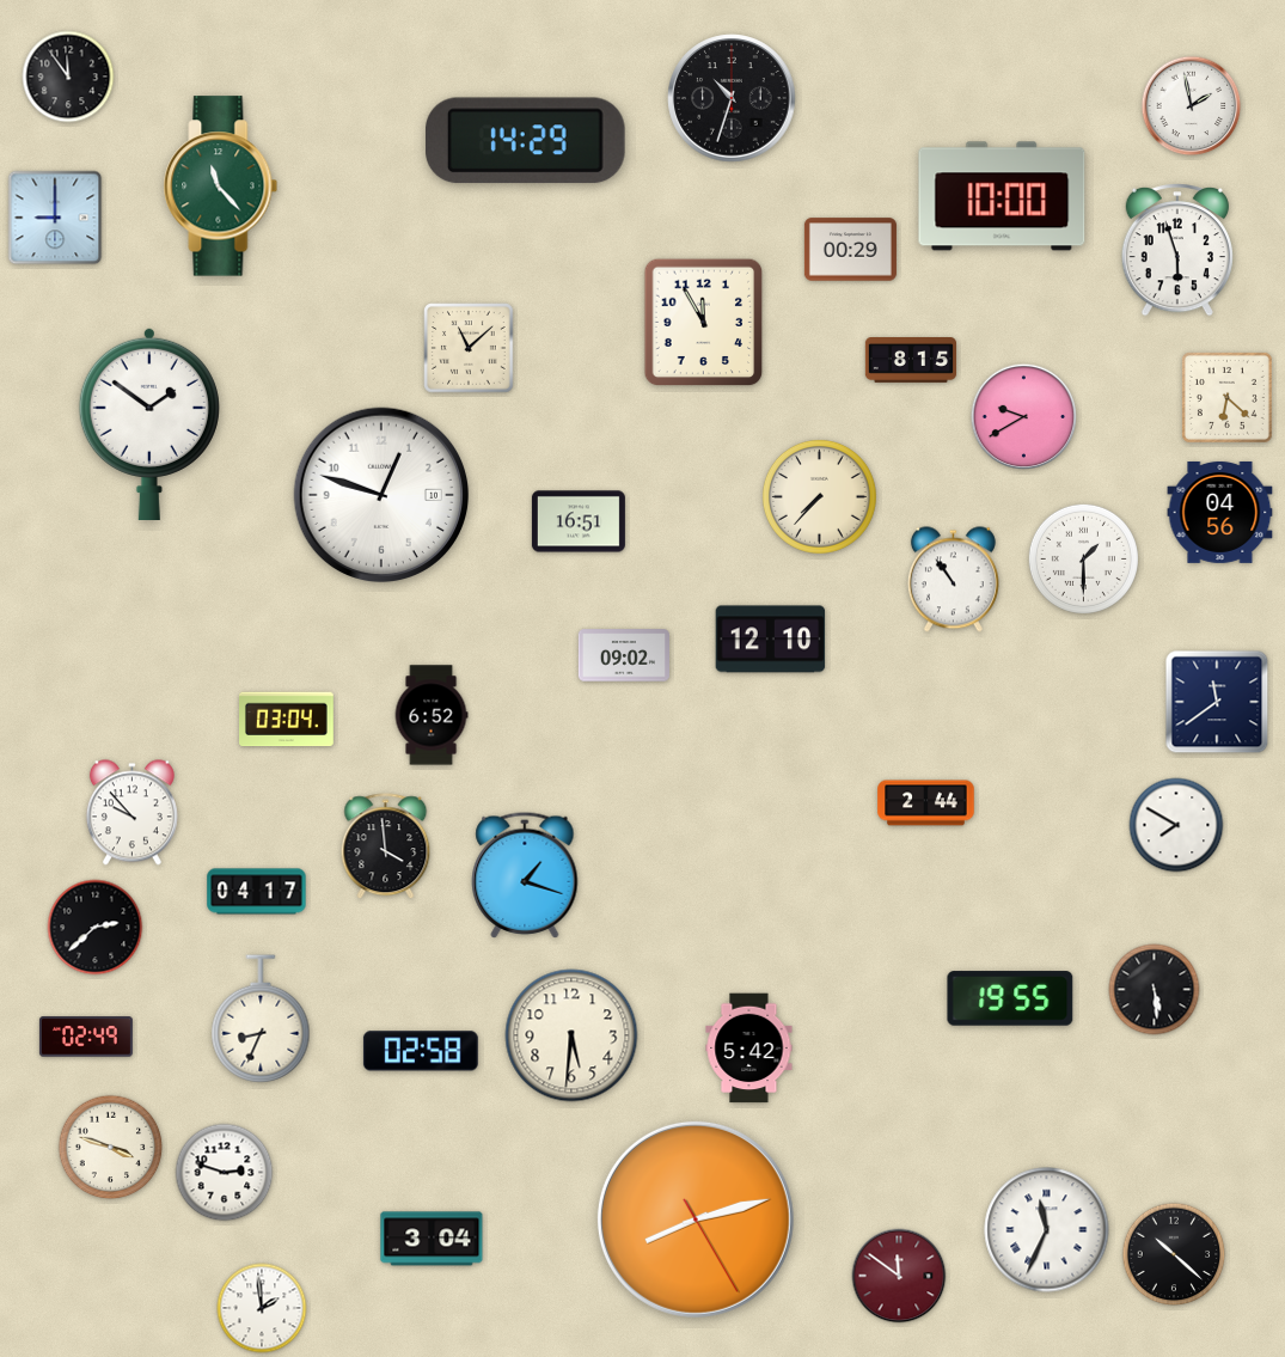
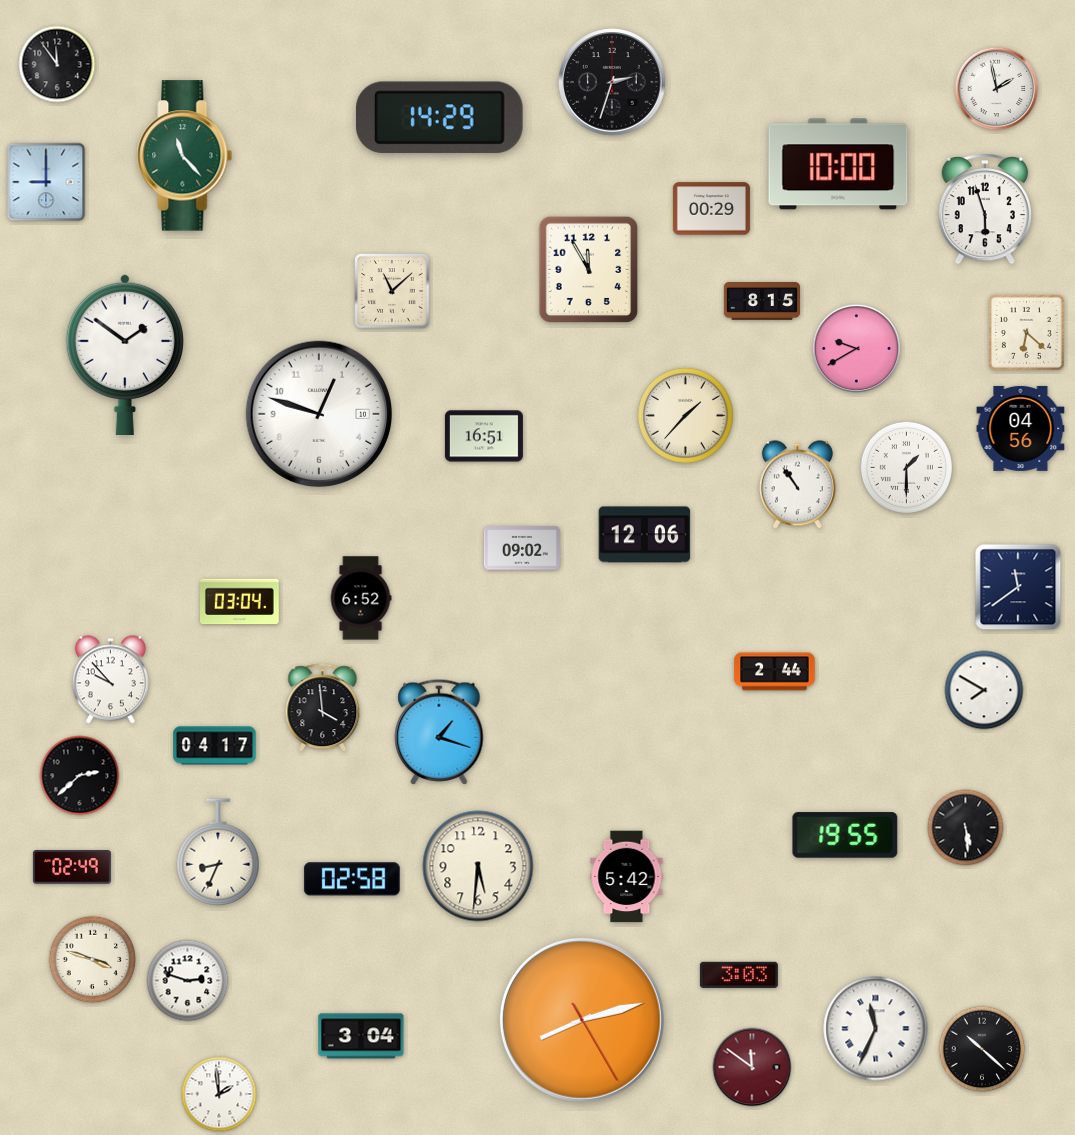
clock at (732, 98): 10:33 -> 2:33
clock at (819, 496): 7:37 -> 1:37
clock at (771, 640): 12:10 -> 12:06
clock at (739, 975): none -> 3:03
